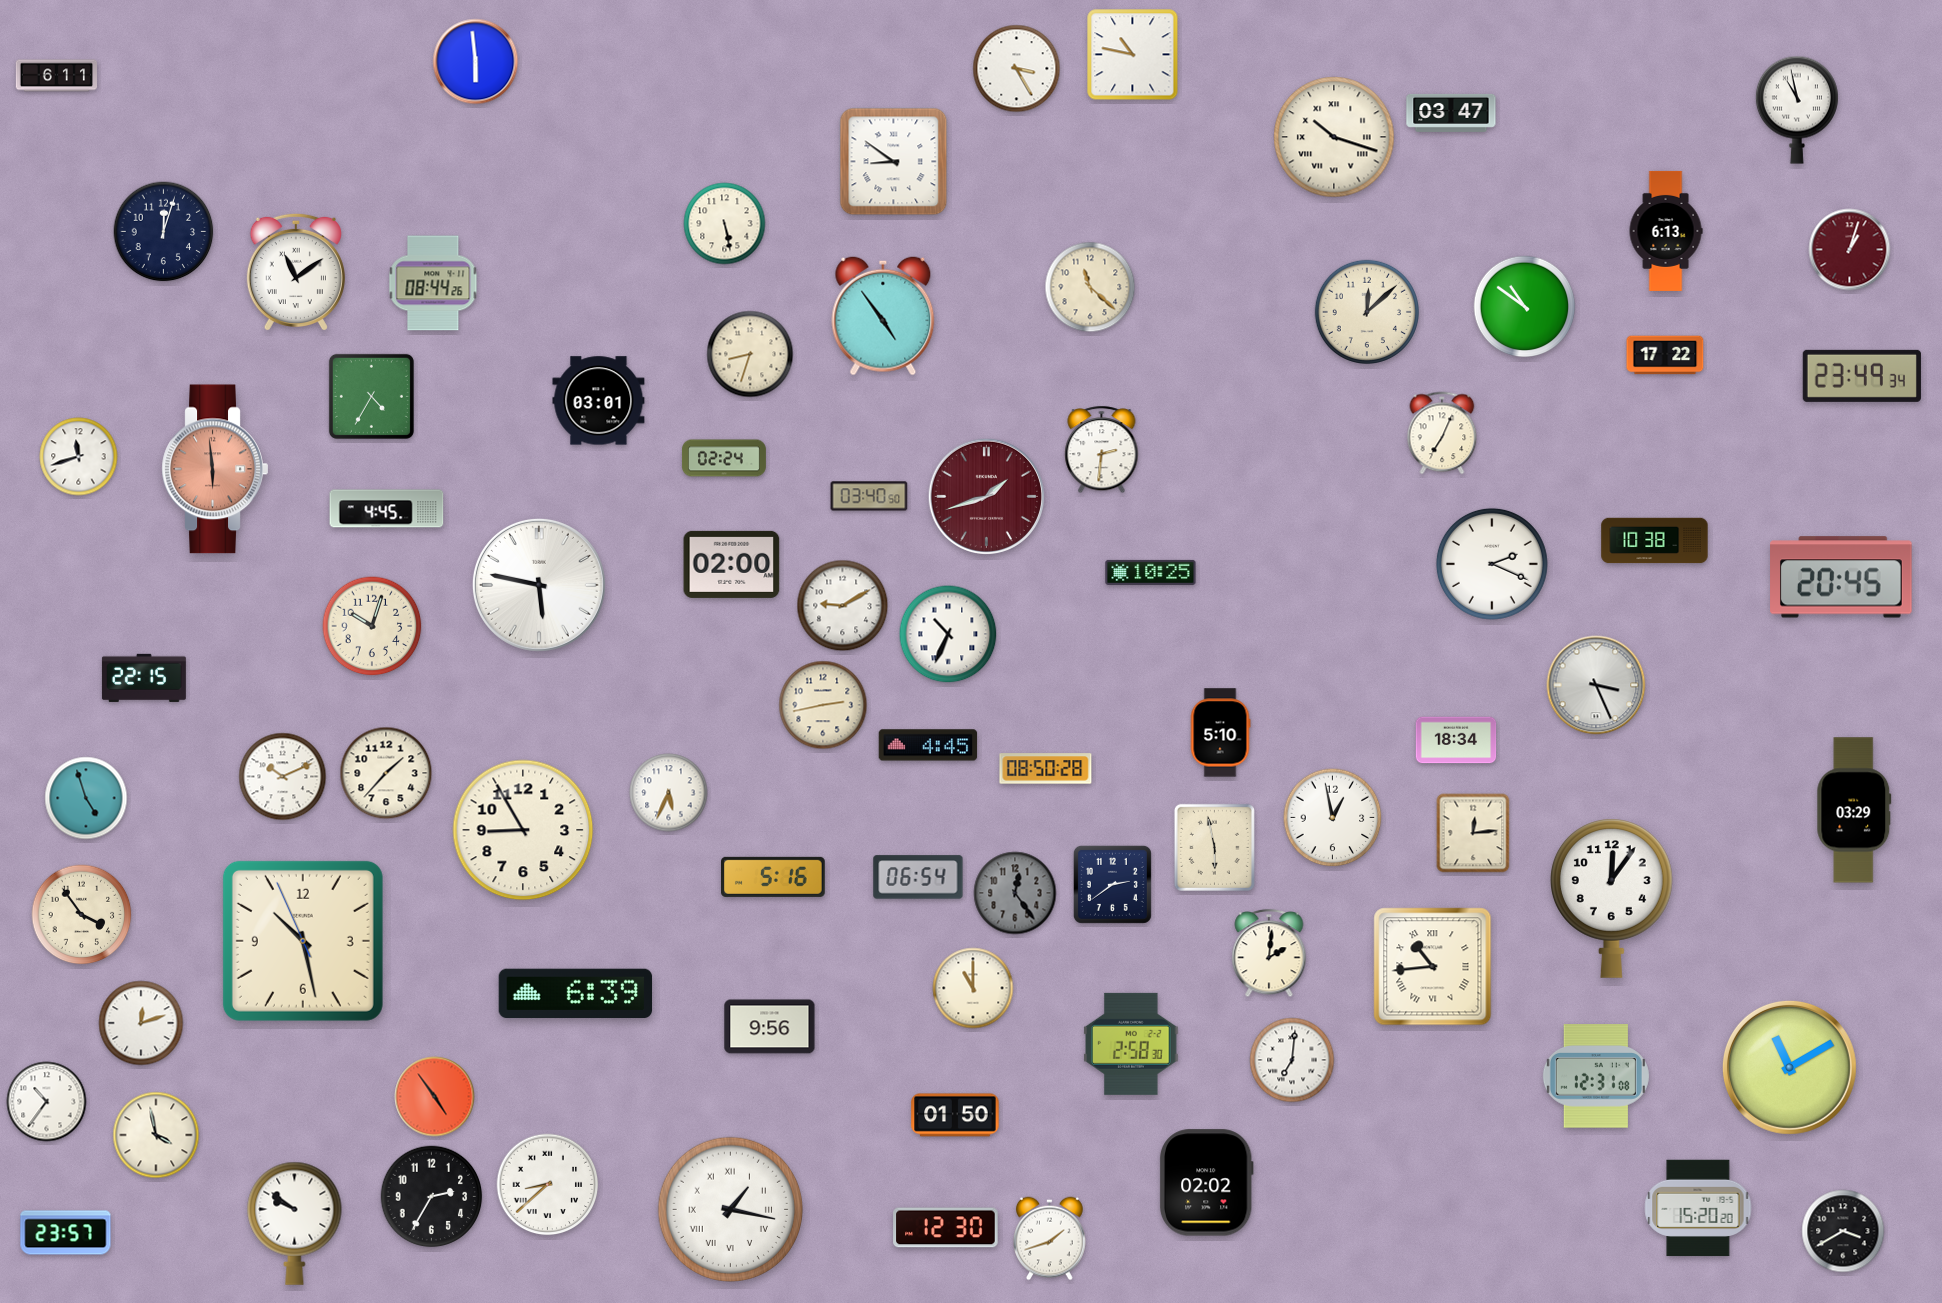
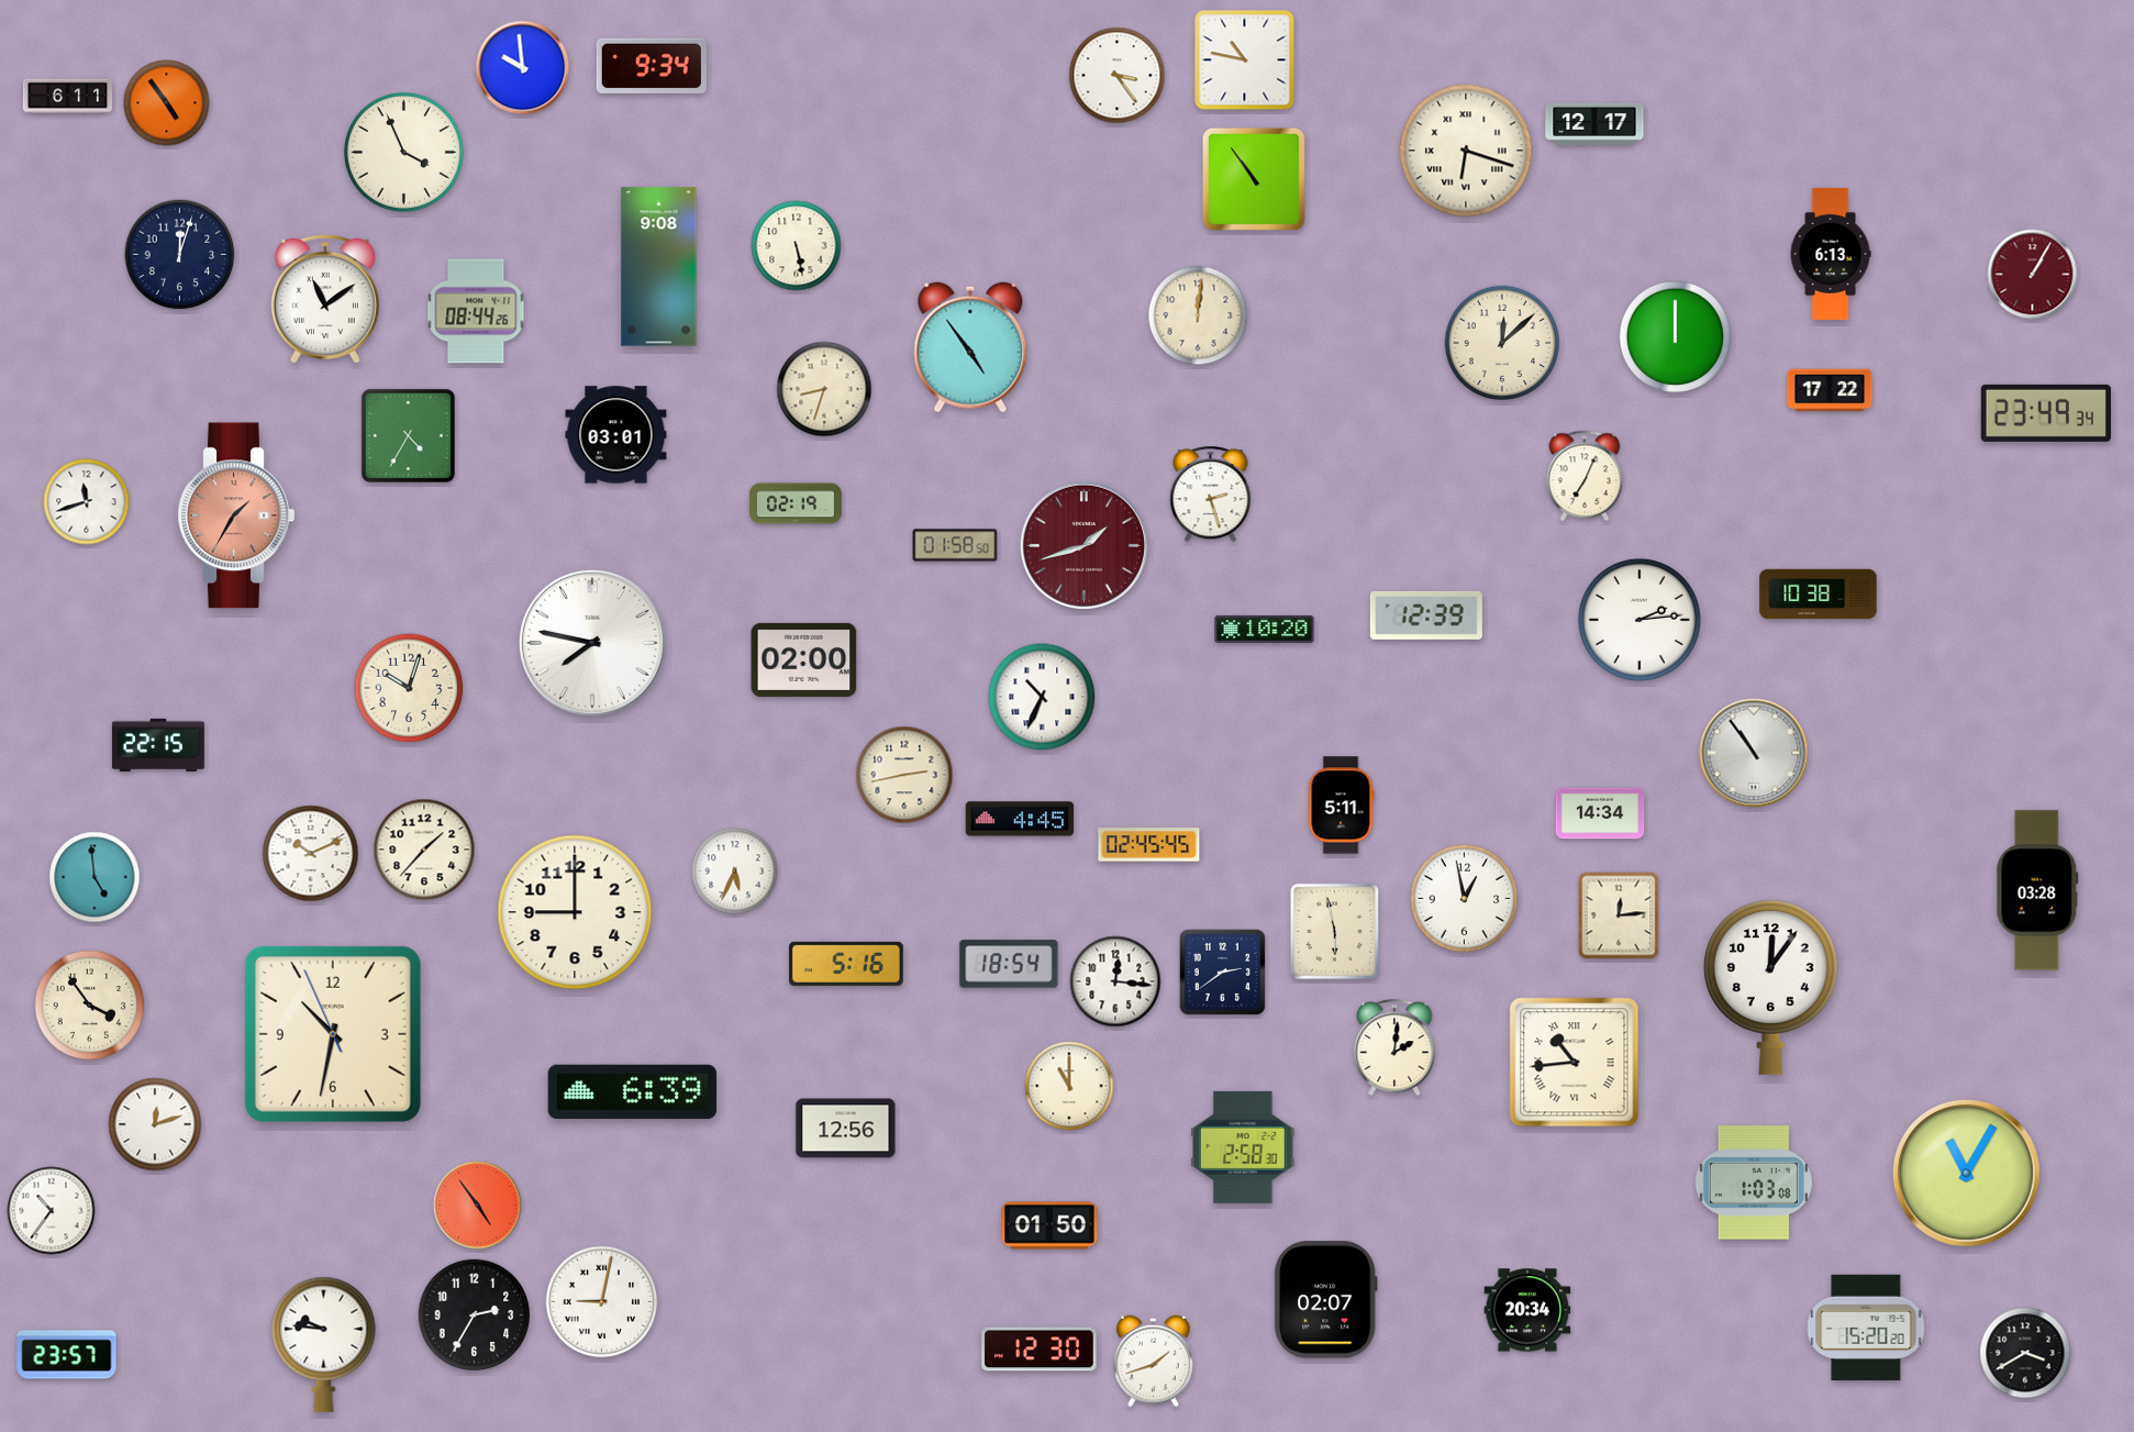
clock at (652, 66): none -> 9:34
clock at (476, 62): 5:59 -> 9:59
clock at (1017, 69): 3:25 -> 3:24
clock at (56, 76) position: (56, 76) -> (67, 97)
clock at (167, 103): none -> 4:54
clock at (1797, 110): 10:58 -> none
clock at (1451, 113): 03:47 -> 12:17
clock at (1334, 137): 10:18 -> 6:18
clock at (403, 152): none -> 3:56
clock at (894, 162): 8:51 -> none
clock at (1254, 179): none -> 10:54
clock at (659, 267): none -> 9:08
clock at (1850, 250): 1:03 -> 1:05
clock at (1090, 287): 11:22 -> 12:01
clock at (1525, 307): 10:51 -> 12:00
clock at (599, 401) position: (599, 401) -> (616, 435)
clock at (1102, 450): 2:31 -> 2:27
clock at (724, 458): 02:24 -> 02:19
clock at (215, 469): 5:59 -> 1:35
clock at (869, 496): 03:40 -> 01:58
clock at (387, 509): 4:45 -> none
clock at (1426, 615): none -> 12:39
clock at (732, 564) position: (732, 564) -> (804, 659)
clock at (1492, 564): 2:19 -> 2:14
clock at (1151, 572): 10:25 -> 10:20
clock at (1841, 577): 20:45 -> none
clock at (539, 585): 5:47 -> 7:47
clock at (843, 606): 9:10 -> none
clock at (1596, 685): 3:26 -> 10:54
clock at (1220, 733): 5:10 -> 5:11
clock at (1456, 740): 18:34 -> 14:34
clock at (1046, 769): 08:50 -> 02:45
clock at (86, 798): 4:57 -> 4:59
clock at (1854, 810): 03:29 -> 03:28
clock at (523, 830): 8:55 -> 9:00
clock at (774, 877) position: (774, 877) -> (847, 964)
clock at (918, 877): 06:54 -> 18:54
clock at (1015, 893): 12:24 -> 12:16
clock at (1015, 893) dial: grey -> white
clock at (303, 941): 10:27 -> 10:31
clock at (770, 1027): 9:56 -> 12:56
clock at (1292, 1060): 7:01 -> none
clock at (1789, 1067): 11:10 -> 11:05
clock at (1596, 1076): 12:31 -> 1:03
clock at (156, 1135): 3:58 -> none
clock at (1206, 1183): 02:02 -> 02:07
clock at (548, 1185): 8:38 -> 9:02
clock at (1527, 1310): none -> 20:34
clock at (730, 1209): 1:17 -> none
clock at (295, 1223): 9:51 -> 9:46
clock at (66, 1233) position: (66, 1233) -> (67, 1355)
